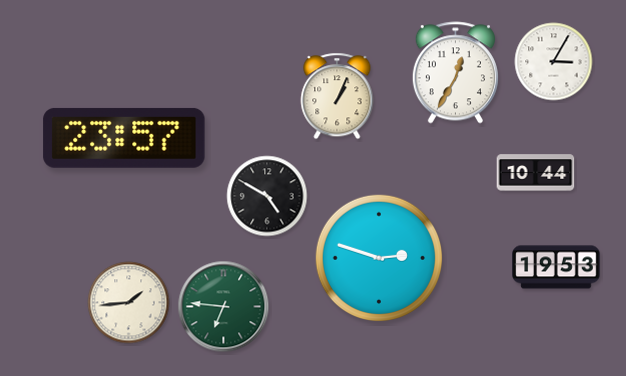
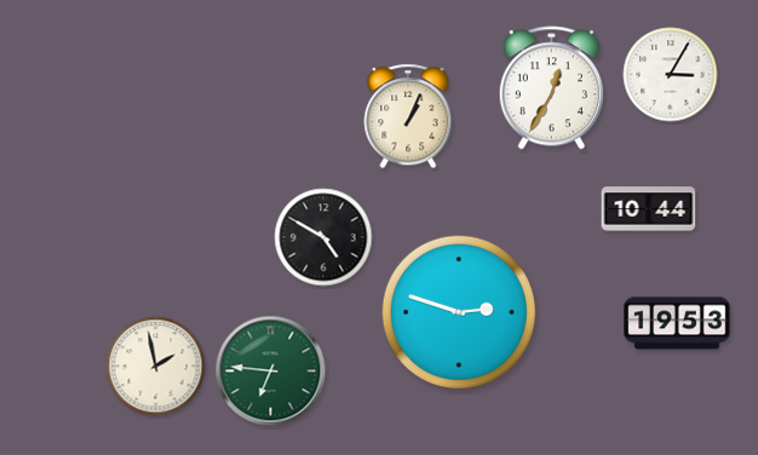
clock at (124, 138): 23:57 -> none
clock at (556, 267) position: (556, 267) -> (677, 323)
clock at (129, 303): 1:44 -> 1:58
